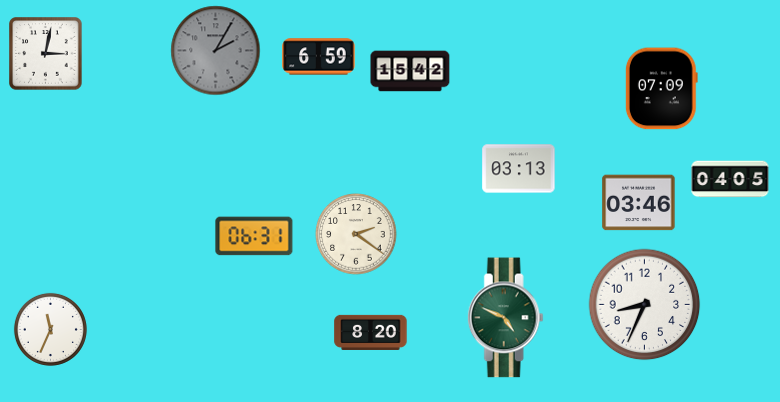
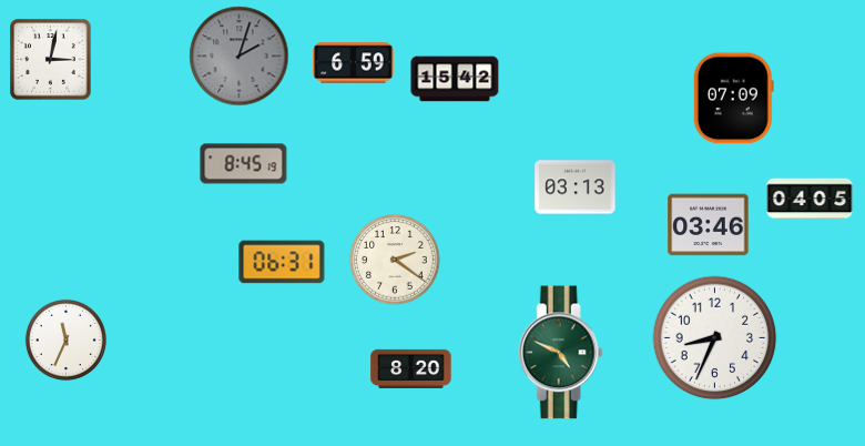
clock at (216, 51): 2:05 -> 2:03
clock at (244, 164): none -> 8:45
clock at (50, 329) position: (50, 329) -> (65, 339)
